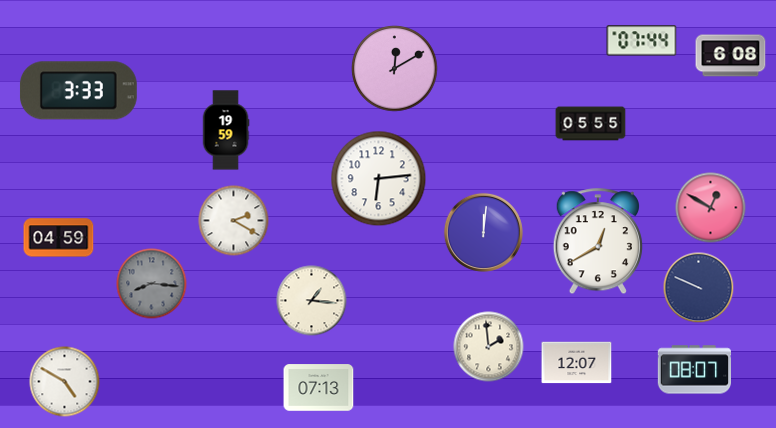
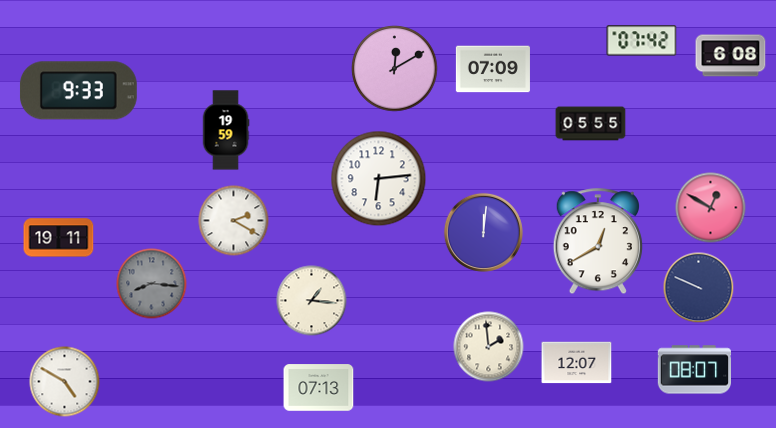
clock at (642, 41): 07:44 -> 07:42
clock at (493, 69): none -> 07:09
clock at (78, 91): 3:33 -> 9:33
clock at (59, 238): 04:59 -> 19:11
